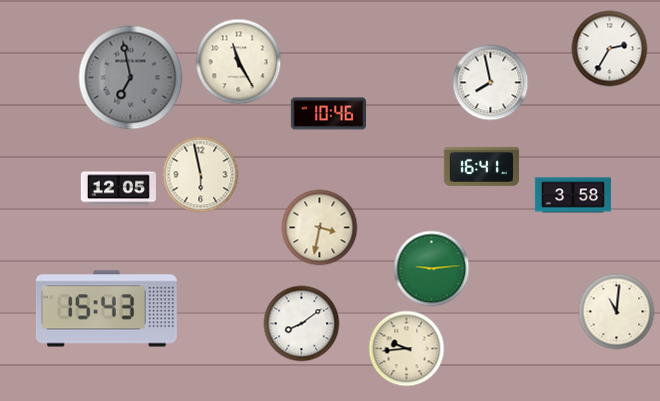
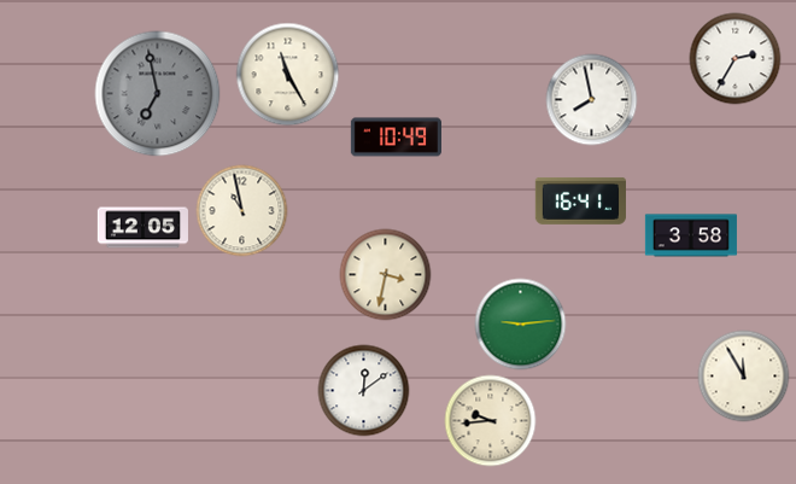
clock at (328, 114): 10:46 -> 10:49
clock at (201, 175): 5:58 -> 10:58
clock at (106, 309): 15:43 -> none
clock at (617, 312): 11:01 -> 11:55
clock at (302, 324): 8:09 -> 12:09
